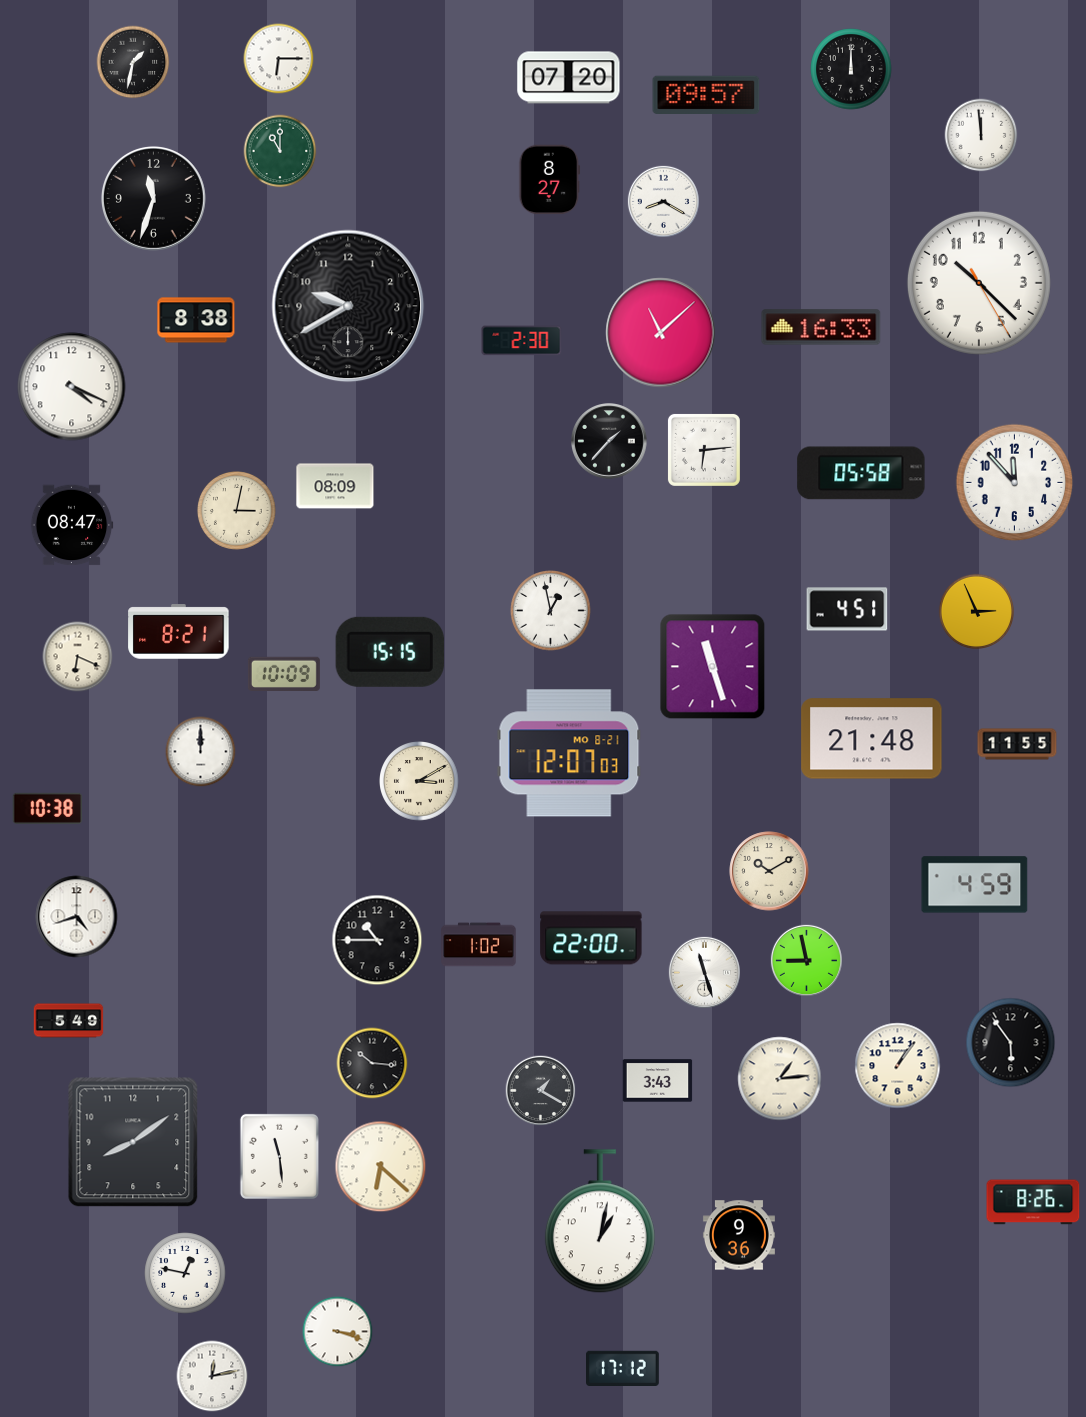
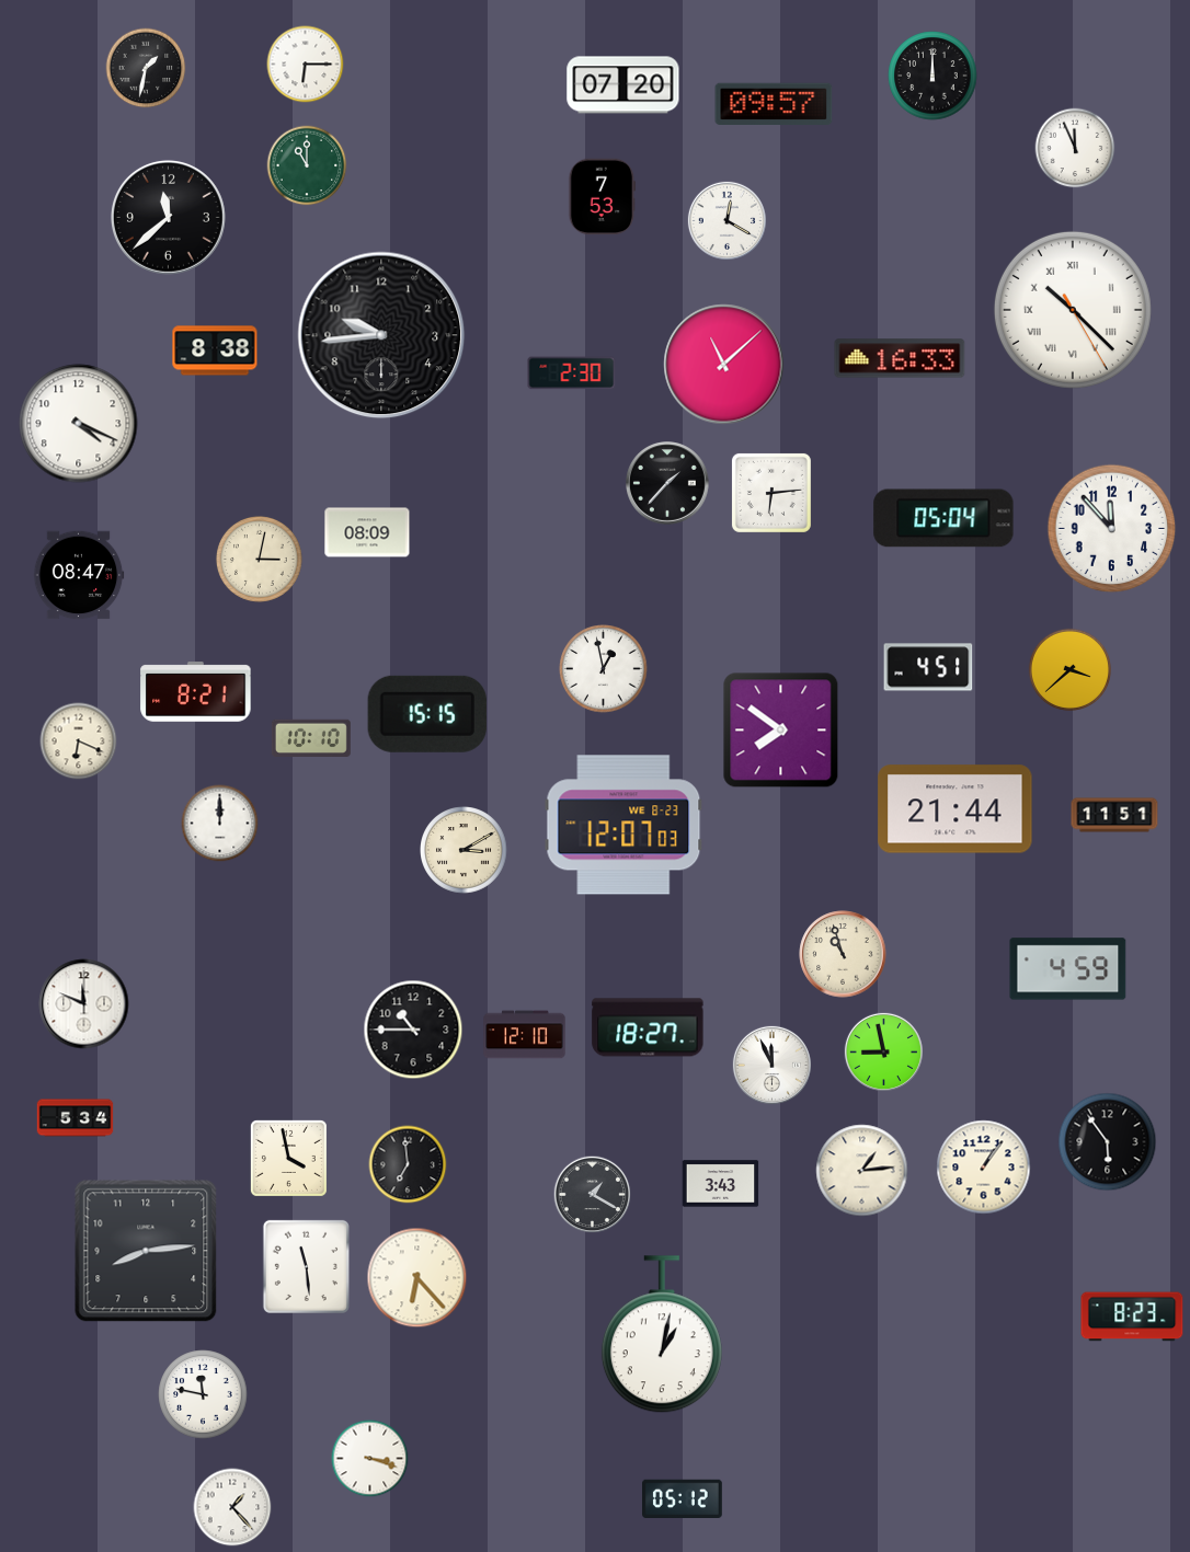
clock at (981, 135): 11:59 -> 11:56
clock at (550, 180): 8:27 -> 7:53
clock at (153, 198): 11:33 -> 11:38
clock at (663, 201): 8:20 -> 12:20
clock at (979, 283) numerals: Arabic -> Roman
clock at (348, 306): 9:40 -> 9:44
clock at (861, 473): 05:58 -> 05:04
clock at (976, 611): 2:56 -> 3:38
clock at (78, 657) position: (78, 657) -> (79, 741)
clock at (713, 667): 11:27 -> 7:51
clock at (284, 673): 10:09 -> 10:10
clock at (872, 739): 21:48 -> 21:44
clock at (1017, 744): 11:55 -> 11:51
clock at (569, 753) date: MO 8-21 -> WE 8-23
clock at (419, 781) position: (419, 781) -> (464, 850)
clock at (48, 808): 10:38 -> none
clock at (769, 871): 10:10 -> 10:57
clock at (77, 917): 4:42 -> 11:49
clock at (591, 938): 22:00 -> 18:27
clock at (479, 945): 1:02 -> 12:10
clock at (704, 972): 11:27 -> 11:56
clock at (69, 1021): 5:49 -> 5:34
clock at (288, 1158): none -> 3:58
clock at (372, 1063): 10:16 -> 6:59
clock at (780, 1079) position: (780, 1079) -> (862, 1171)
clock at (133, 1142): 8:09 -> 8:14
clock at (381, 1167): 6:22 -> 6:23
clock at (1033, 1202): 8:26 -> 8:23
clock at (600, 1222) position: (600, 1222) -> (662, 1335)
clock at (739, 1235): 9:36 -> none
clock at (185, 1273): 12:47 -> 11:47
clock at (623, 1369): 17:12 -> 05:12
clock at (212, 1376): 12:13 -> 1:23
